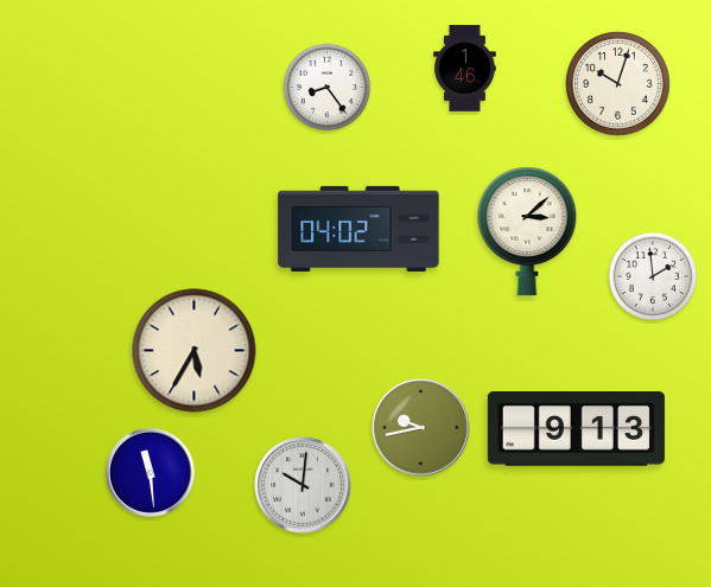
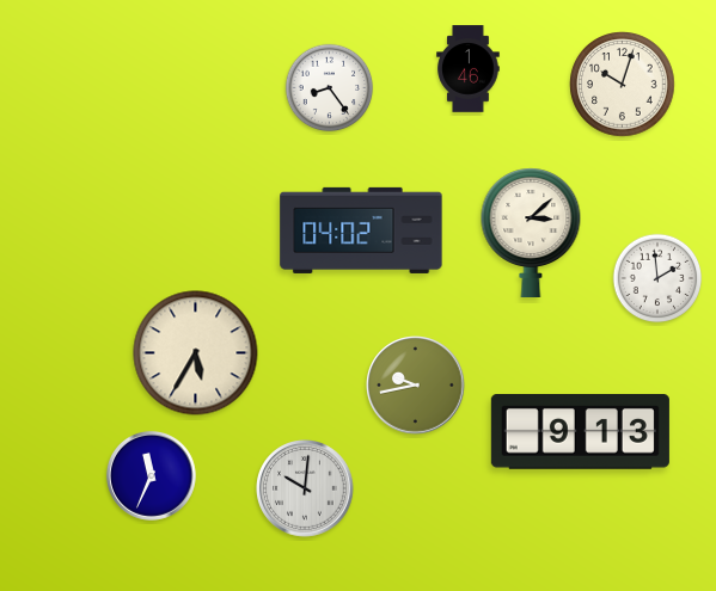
clock at (421, 428) position: (421, 428) -> (416, 386)
clock at (150, 472): 11:29 -> 11:34
